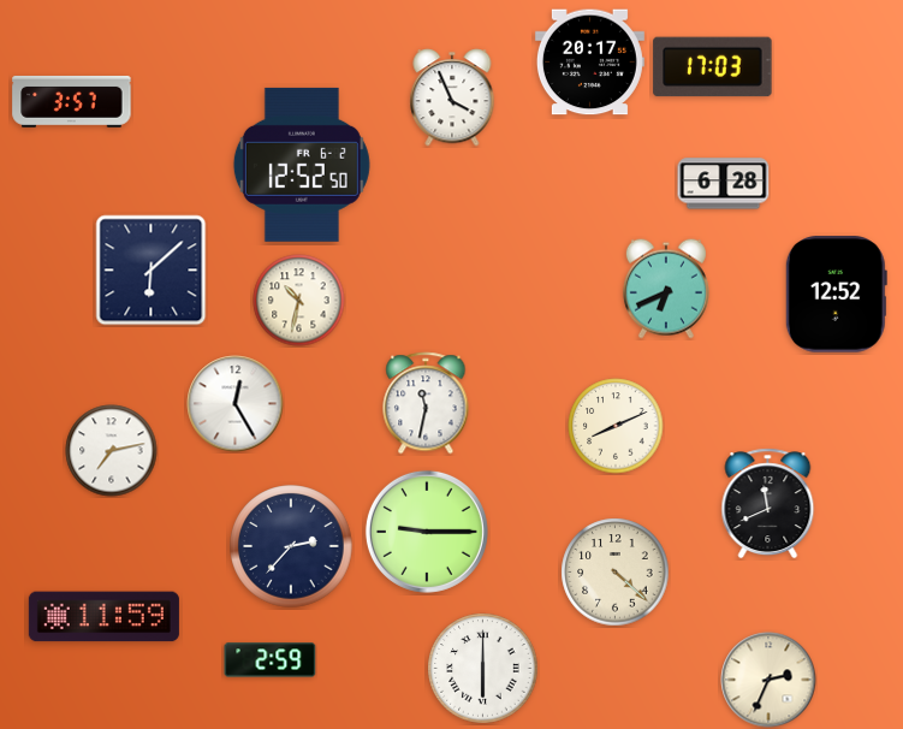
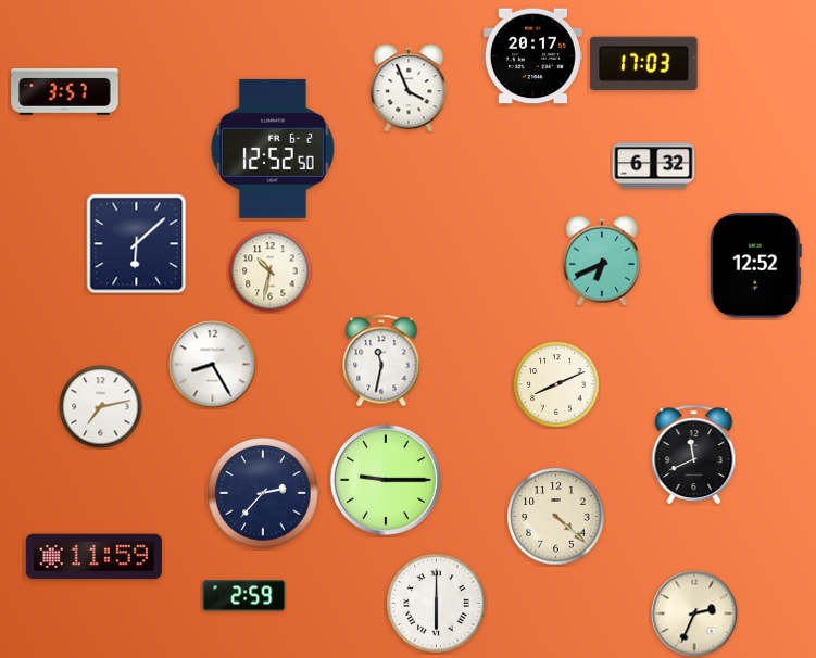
clock at (713, 67) position: (713, 67) -> (644, 64)
clock at (724, 184): 6:28 -> 6:32
clock at (426, 403) position: (426, 403) -> (381, 360)
clock at (236, 404): 12:25 -> 8:25
